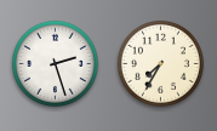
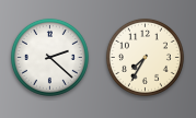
clock at (55, 63): 2:27 -> 2:22
